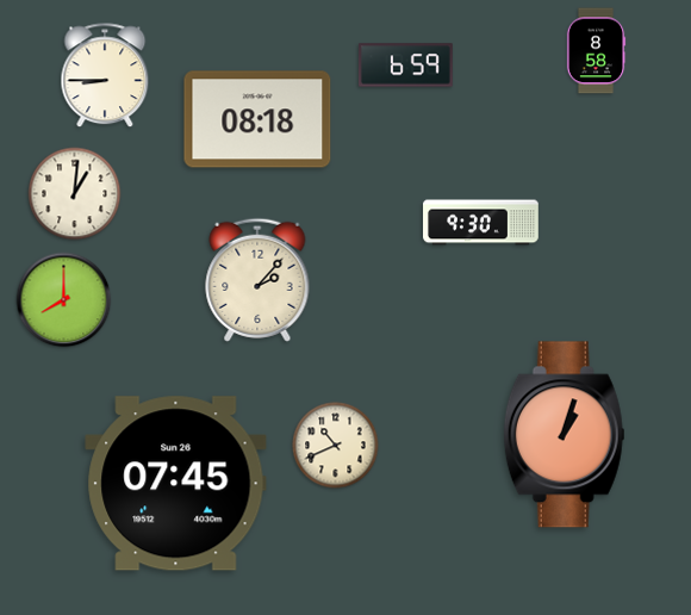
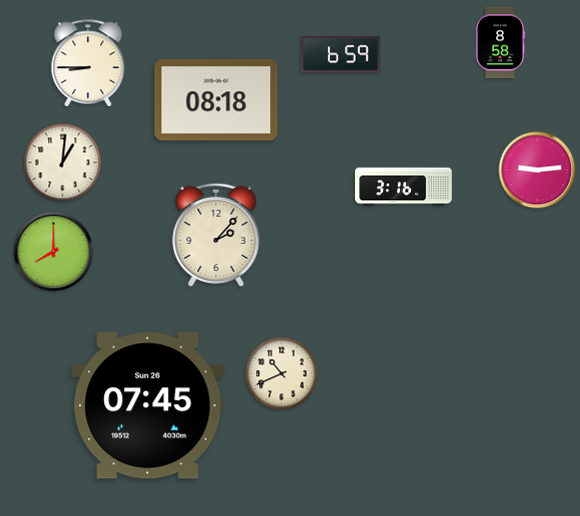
clock at (537, 170): none -> 9:14
clock at (481, 223): 9:30 -> 3:16
clock at (565, 435): 1:03 -> none
